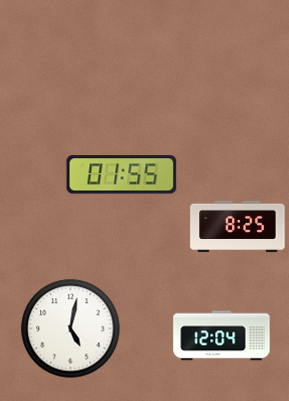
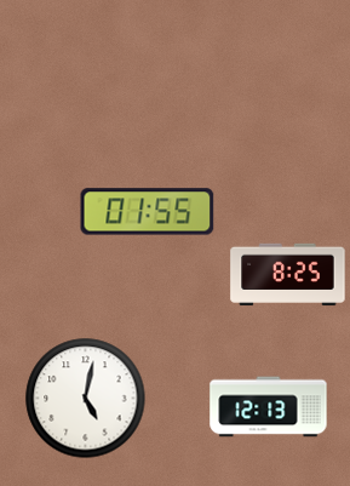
clock at (222, 336): 12:04 -> 12:13
